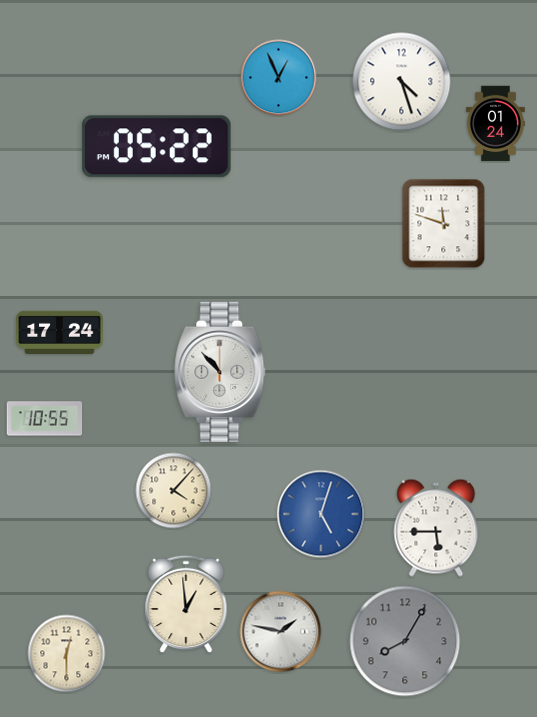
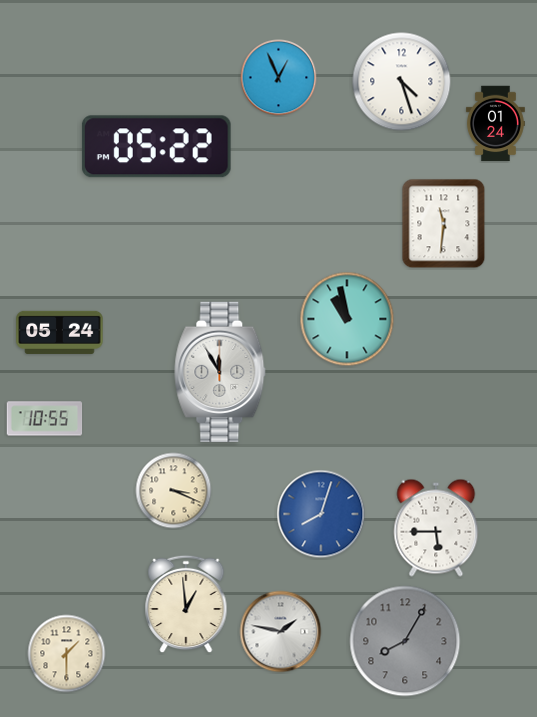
clock at (444, 224): 11:48 -> 11:31
clock at (347, 319): none -> 10:58
clock at (60, 332): 17:24 -> 05:24
clock at (220, 372): 10:53 -> 11:55
clock at (174, 491): 4:07 -> 3:19
clock at (321, 514): 5:03 -> 8:03
clock at (67, 654): 12:30 -> 1:30
